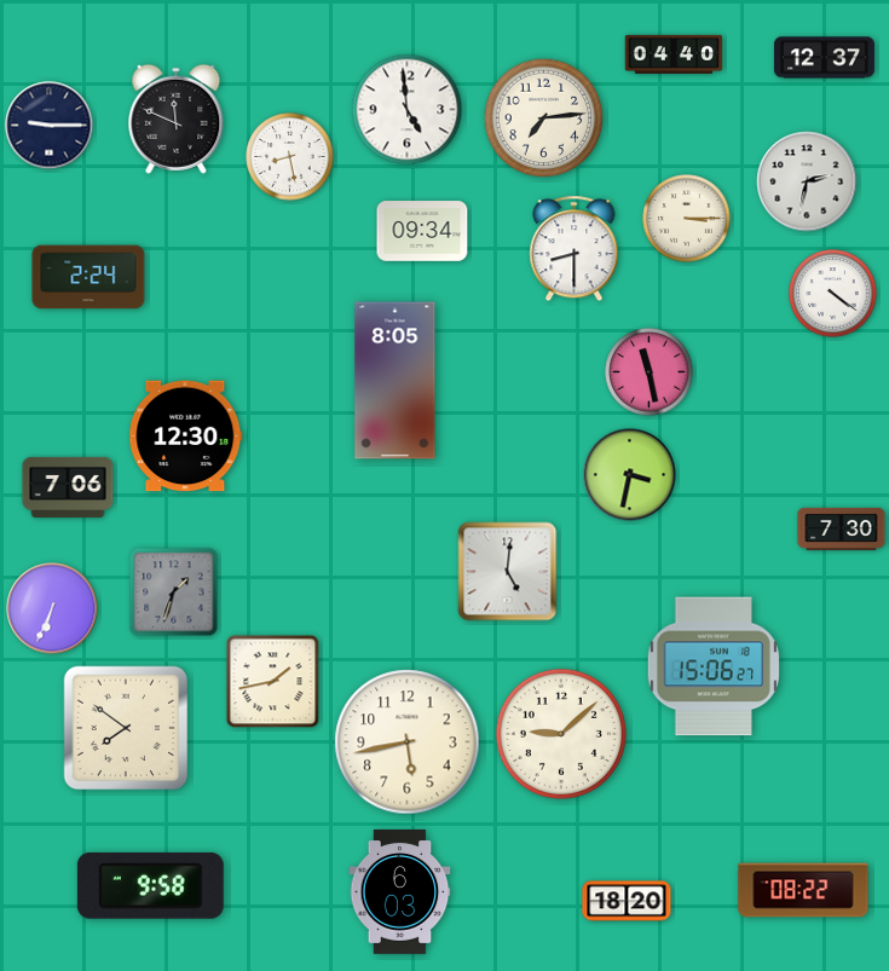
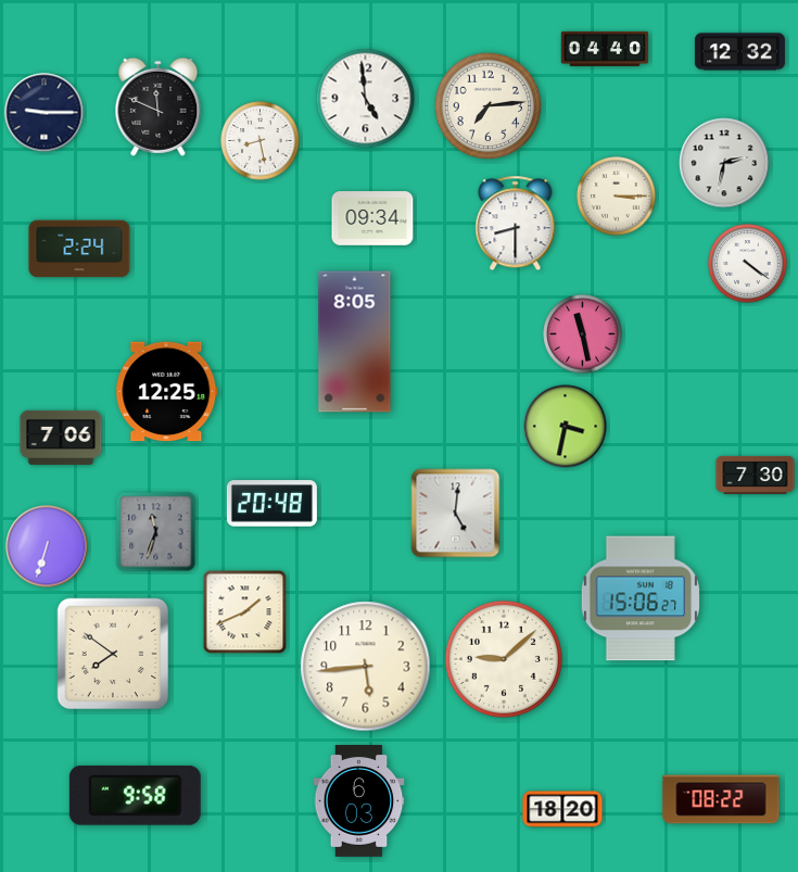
clock at (824, 58): 12:37 -> 12:32
clock at (422, 231) position: (422, 231) -> (372, 218)
clock at (186, 437): 12:30 -> 12:25
clock at (271, 504): none -> 20:48
clock at (174, 593): 1:33 -> 11:33
clock at (52, 608): 6:34 -> 6:33
clock at (273, 682): 1:43 -> 1:41
clock at (408, 742): 5:43 -> 5:44
